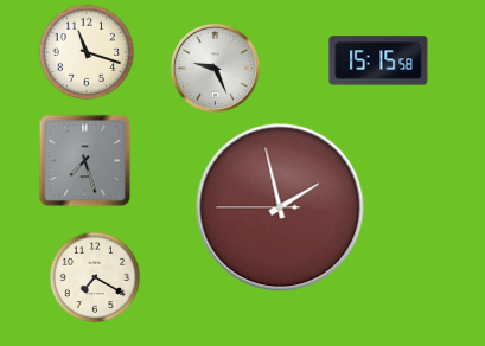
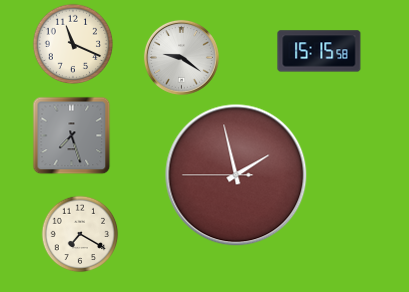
clock at (87, 52): 11:18 -> 11:19
clock at (215, 68): 9:26 -> 9:21
